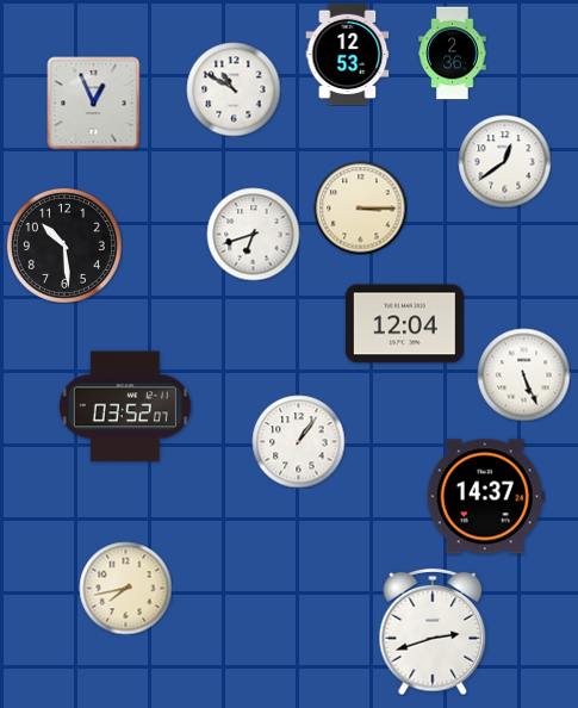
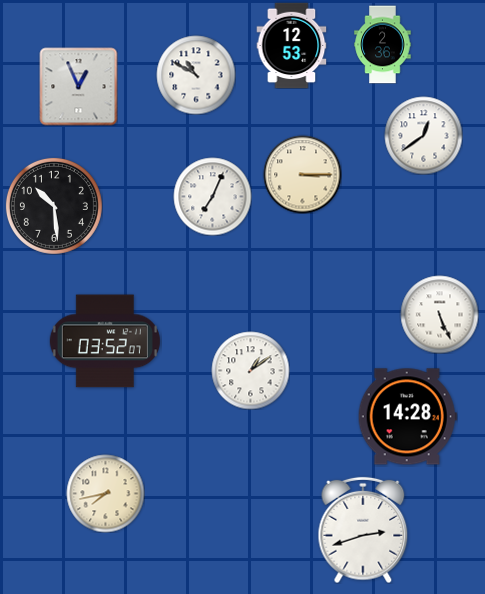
clock at (453, 52) position: (453, 52) -> (383, 44)
clock at (253, 234): 6:42 -> 7:04
clock at (404, 324): 12:04 -> none
clock at (298, 441): 1:06 -> 1:09
clock at (485, 497): 14:37 -> 14:28
